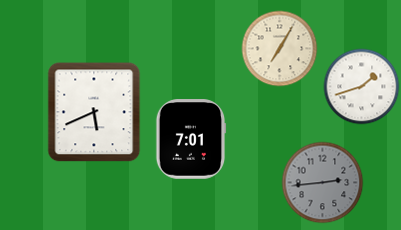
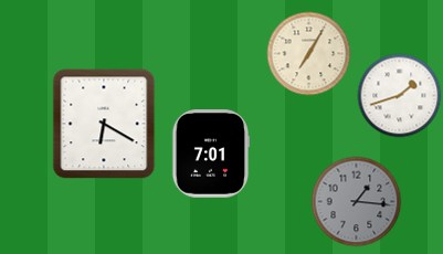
clock at (94, 112): 5:41 -> 6:20
clock at (323, 183): 2:44 -> 1:16
